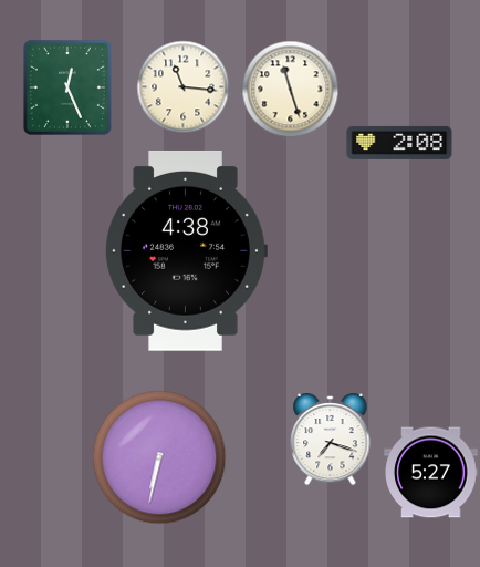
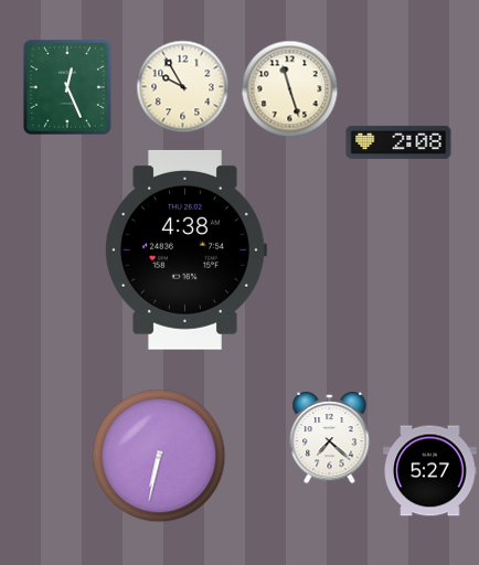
clock at (184, 87): 11:16 -> 9:55
clock at (331, 440): 7:18 -> 7:22
